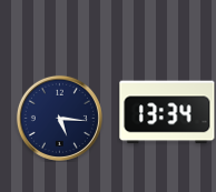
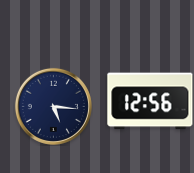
clock at (167, 112): 13:34 -> 12:56
